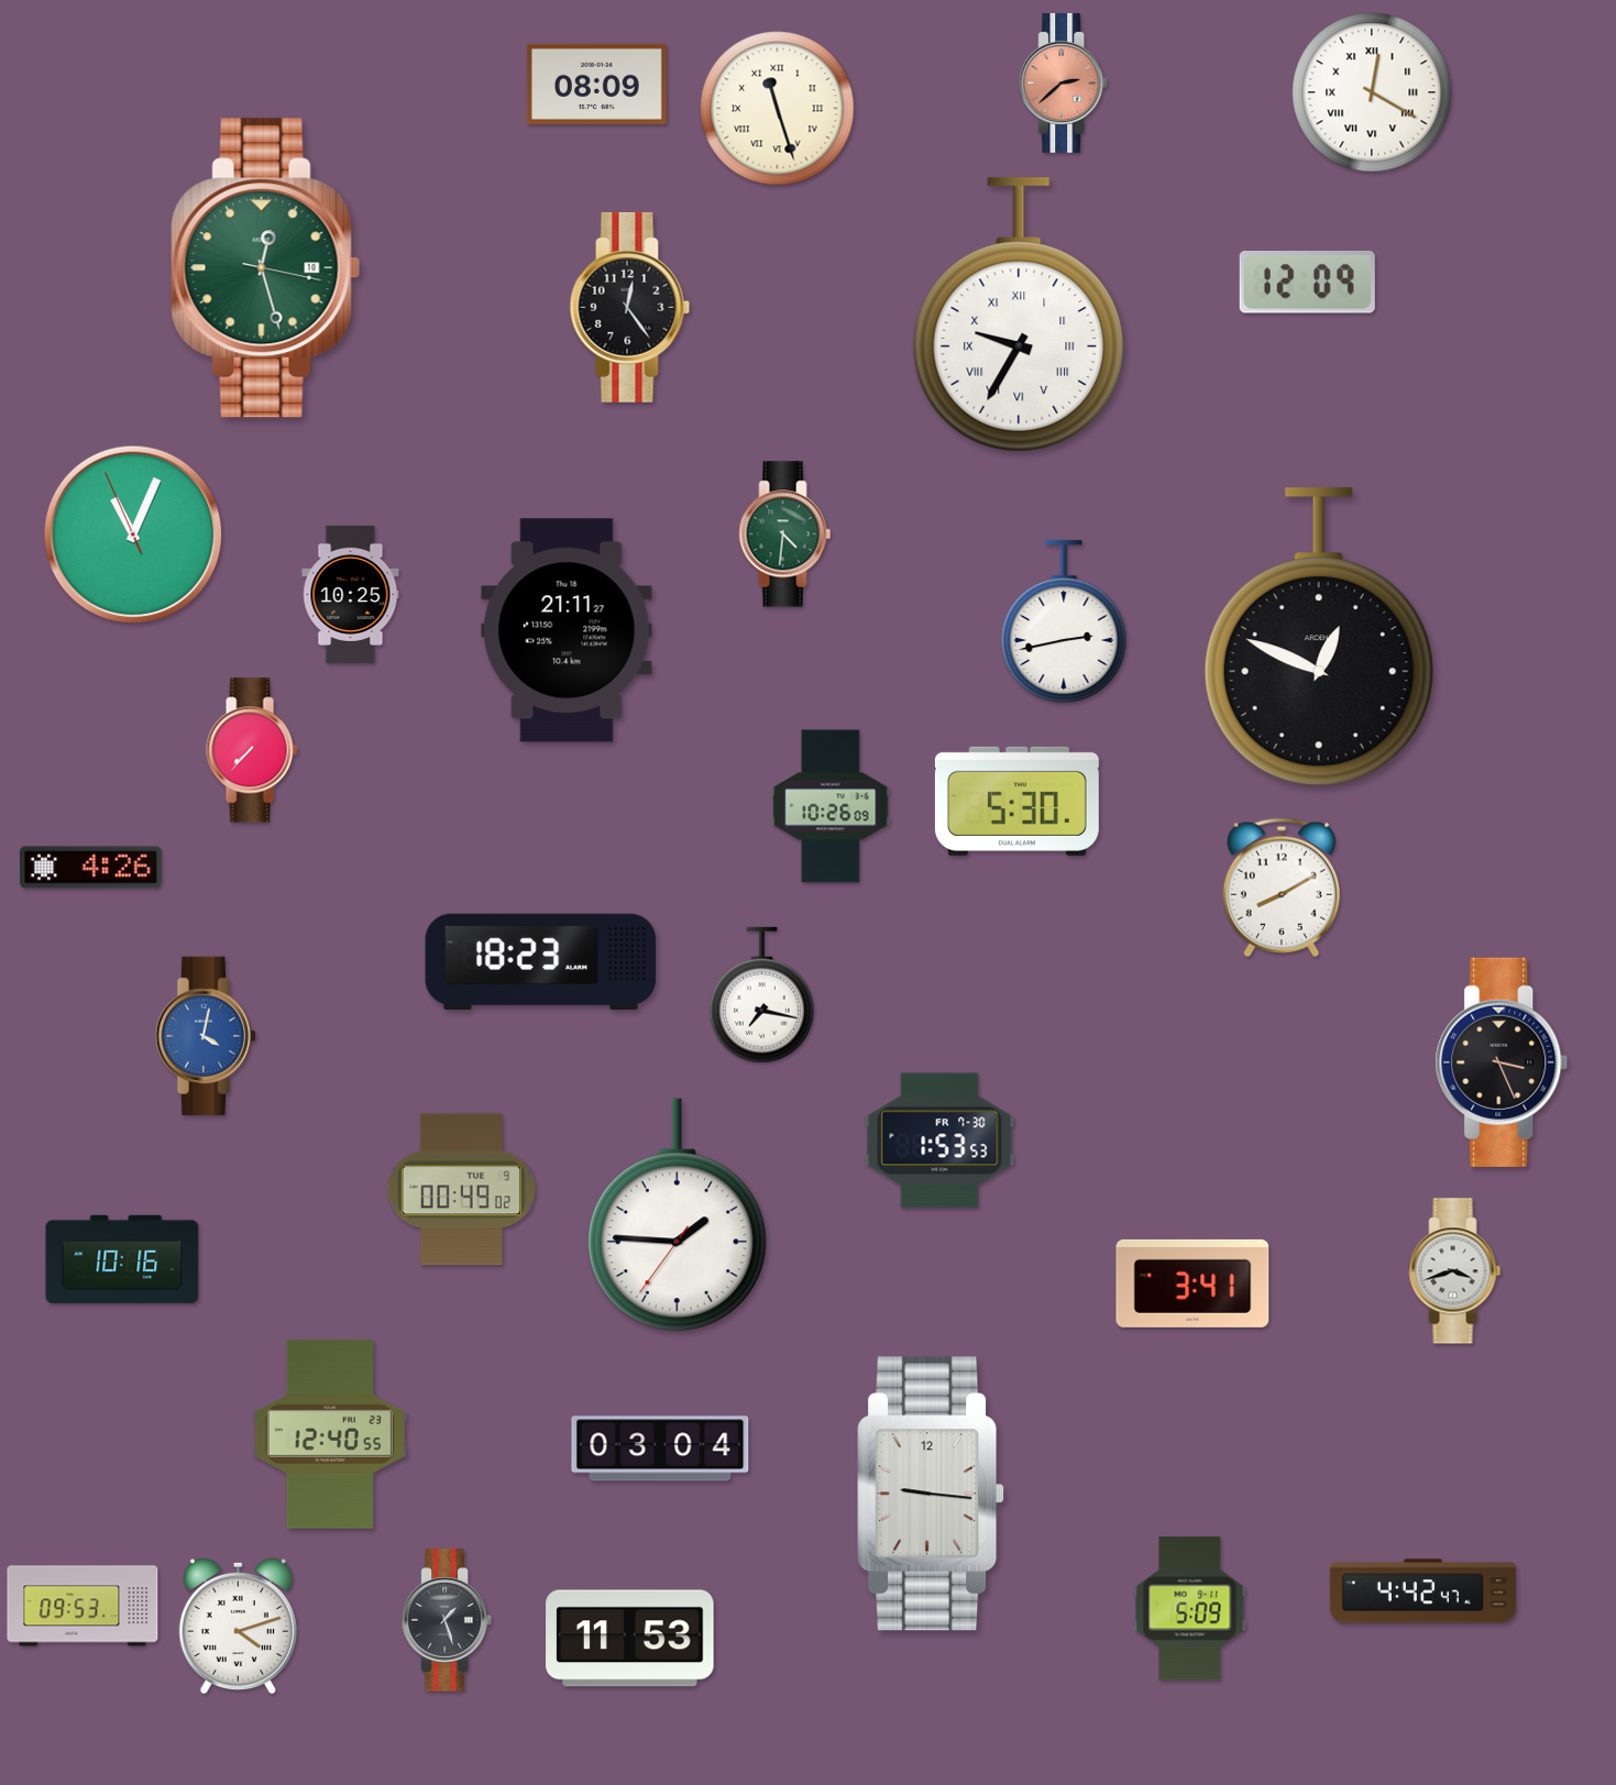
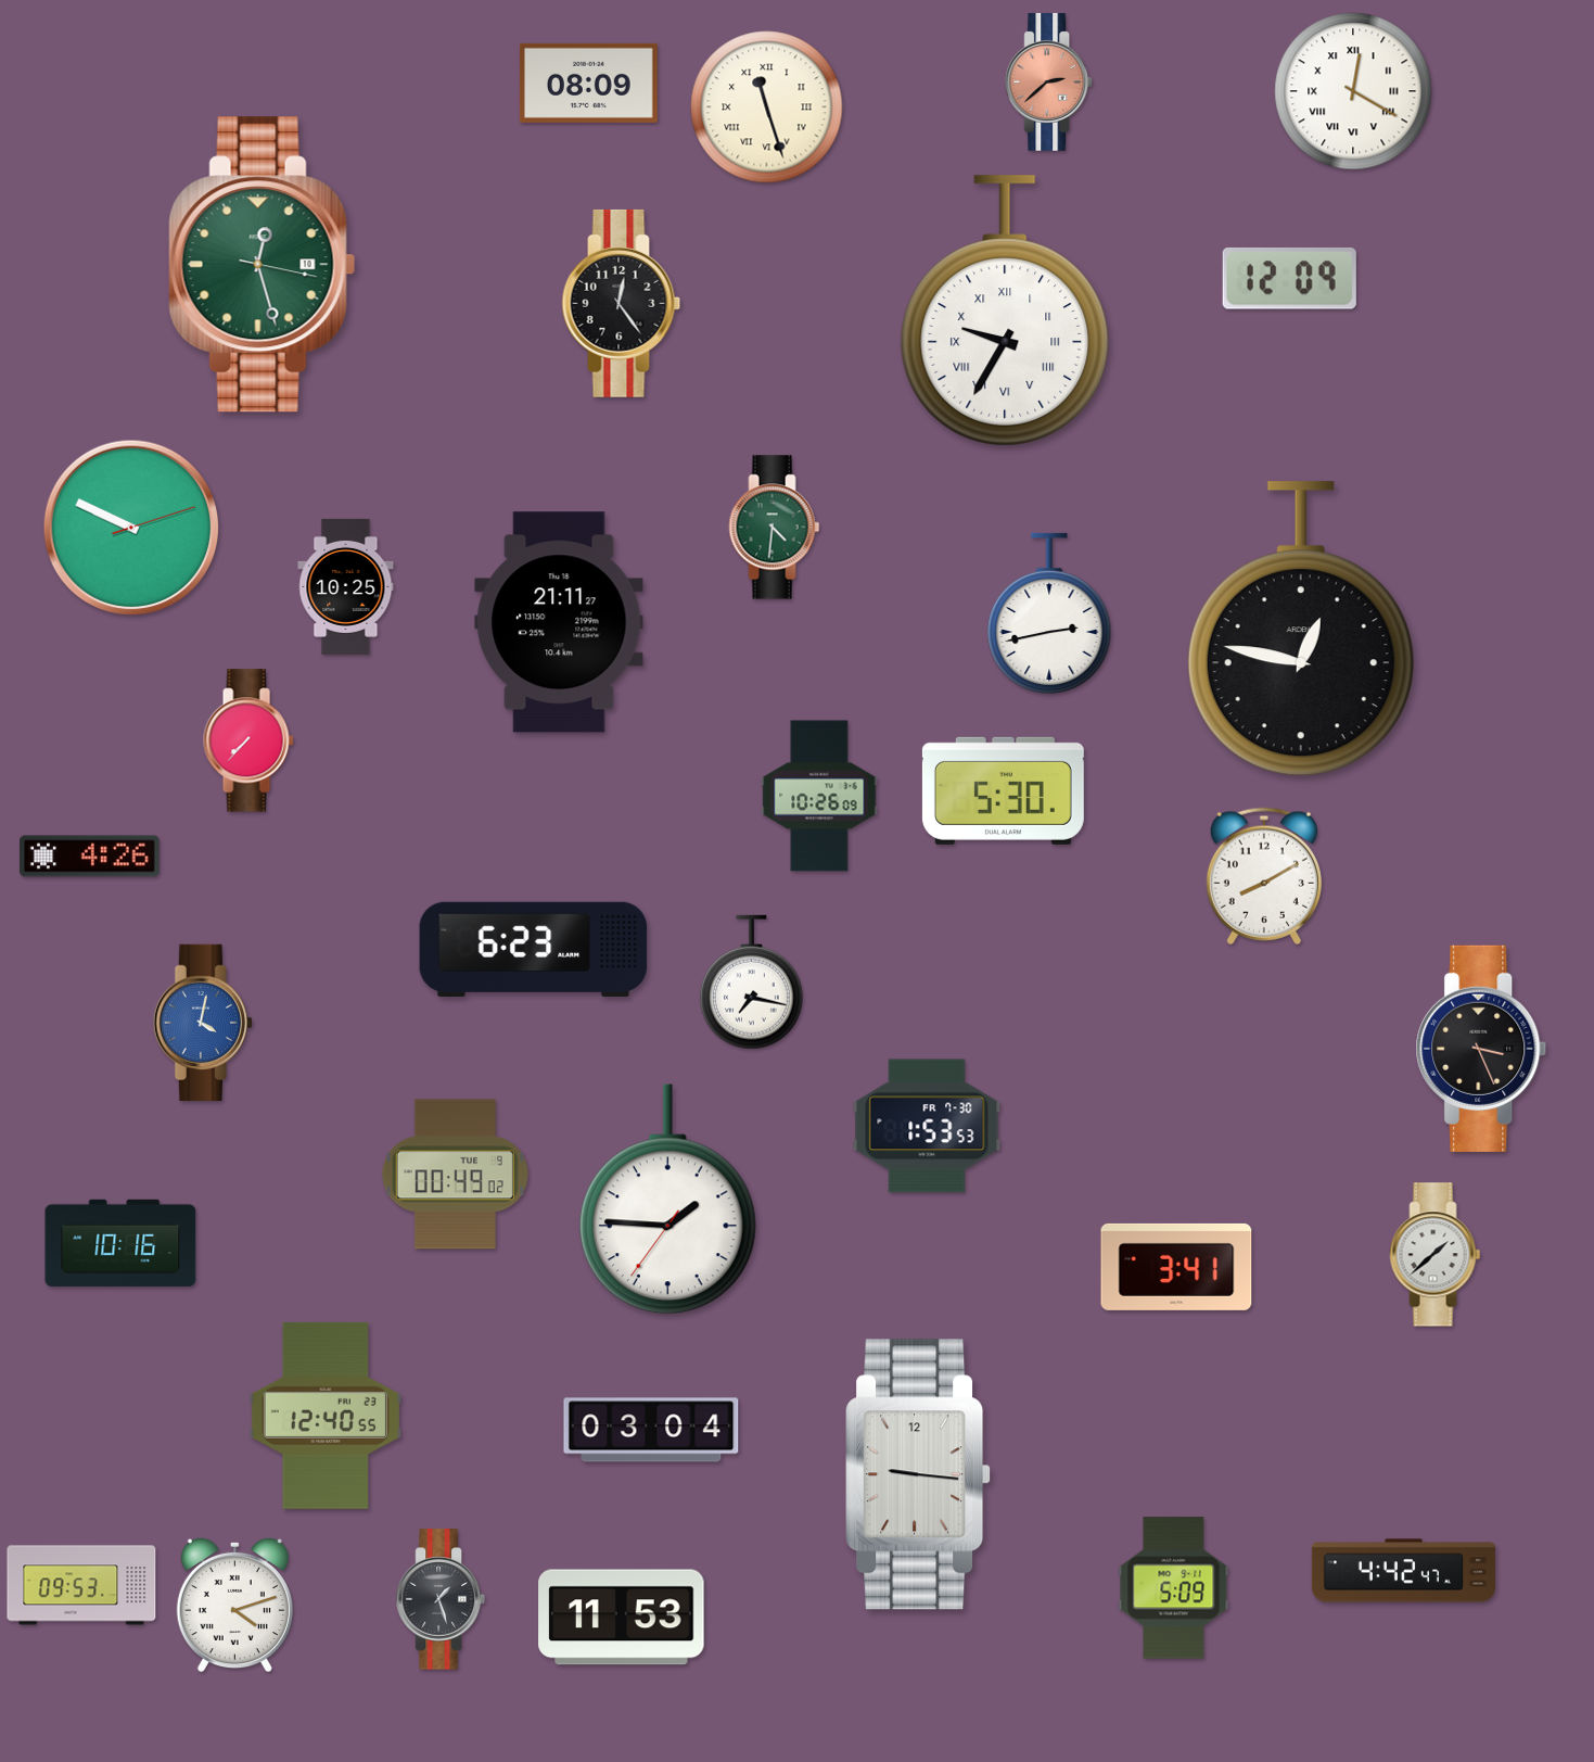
clock at (133, 535): 11:03 -> 9:49
clock at (1319, 638): 12:49 -> 12:47
clock at (541, 961): 18:23 -> 6:23
clock at (1455, 1271): 3:42 -> 1:38
